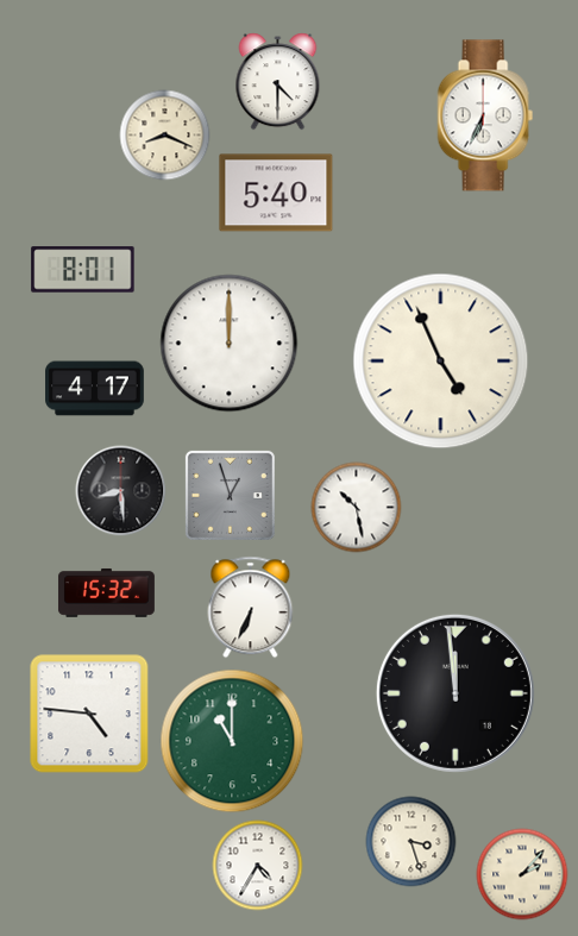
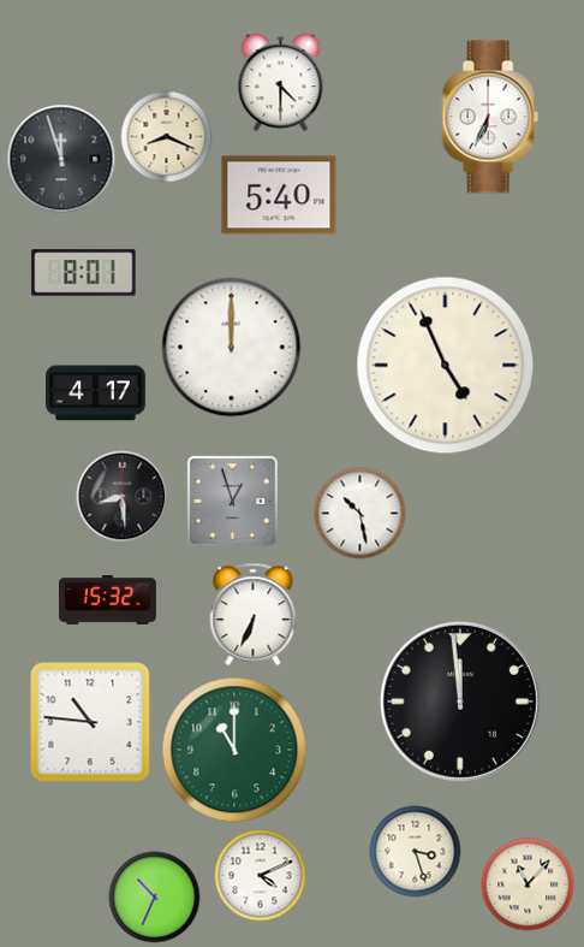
clock at (61, 159): none -> 11:57
clock at (89, 714): 4:46 -> 10:46
clock at (258, 866): 4:35 -> 4:11
clock at (522, 874): 2:07 -> 11:07
clock at (155, 898): none -> 10:34
